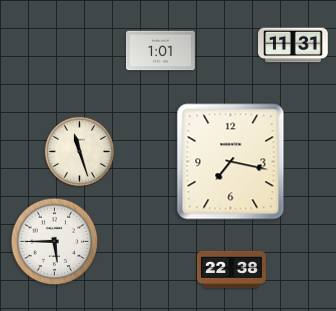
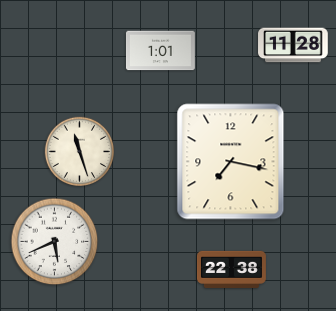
clock at (293, 45): 11:31 -> 11:28
clock at (55, 242): 5:45 -> 5:41
